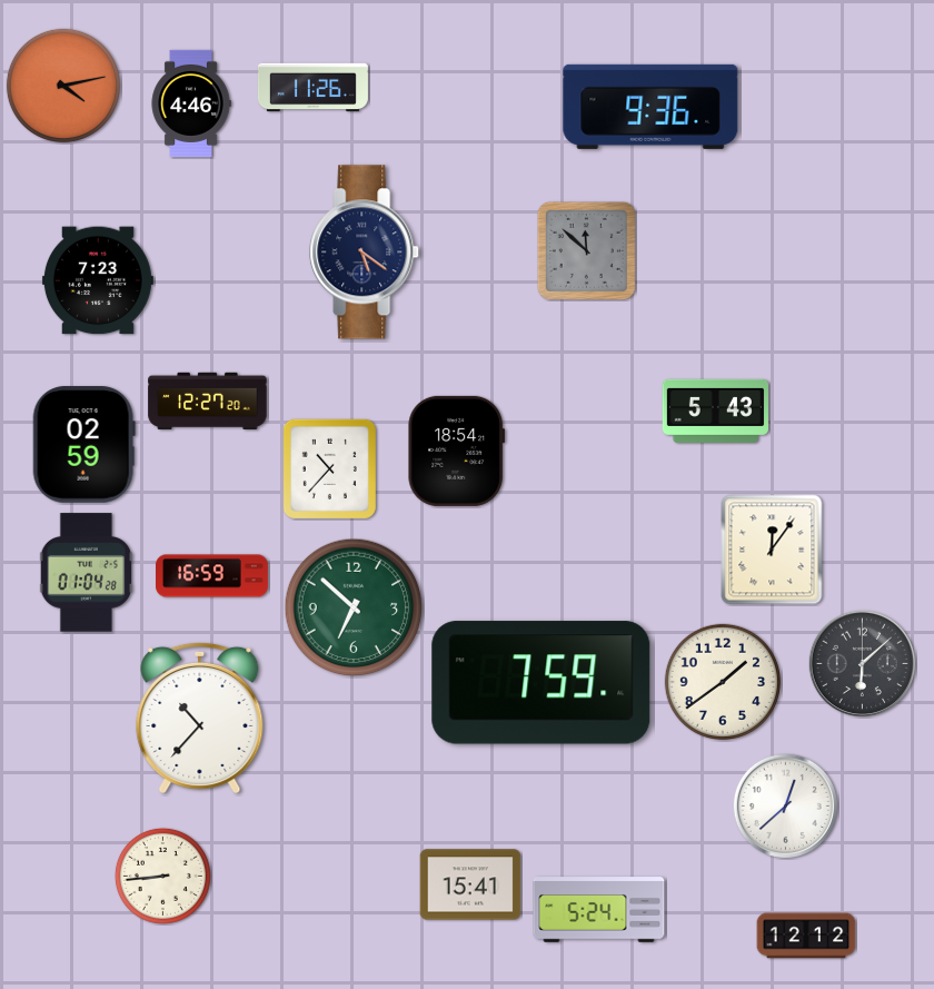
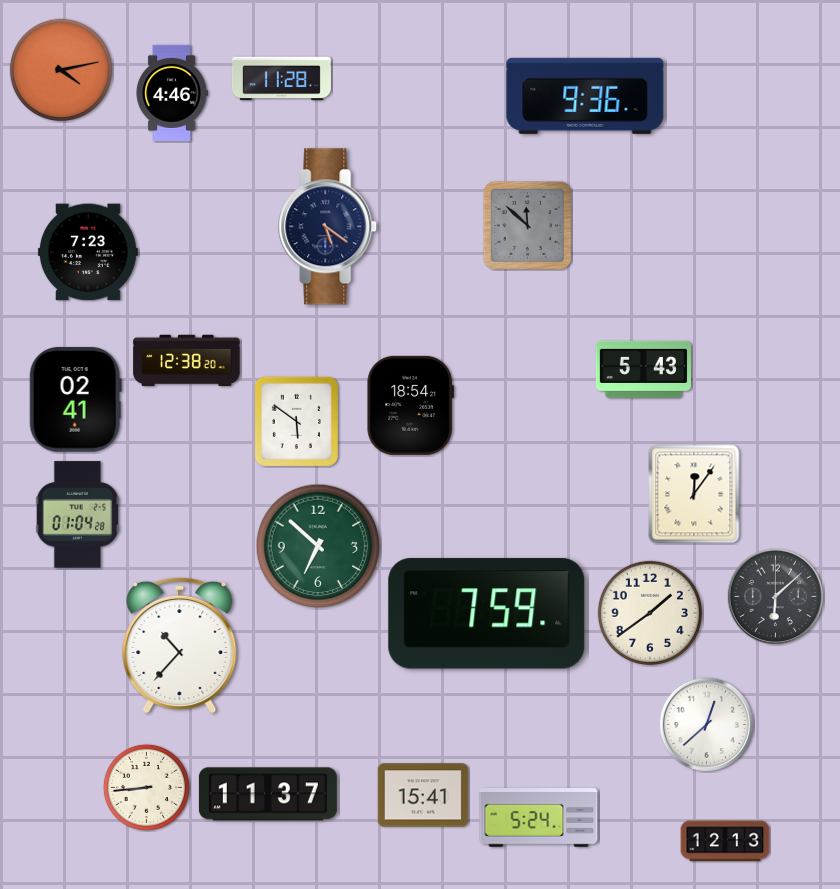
clock at (63, 86) position: (63, 86) -> (61, 70)
clock at (312, 88): 11:26 -> 11:28
clock at (208, 402): 12:27 -> 12:38
clock at (83, 445): 02:59 -> 02:41
clock at (329, 468): 10:37 -> 5:51
clock at (212, 576): 16:59 -> none
clock at (268, 794): none -> 11:37
clock at (806, 936): 12:12 -> 12:13
